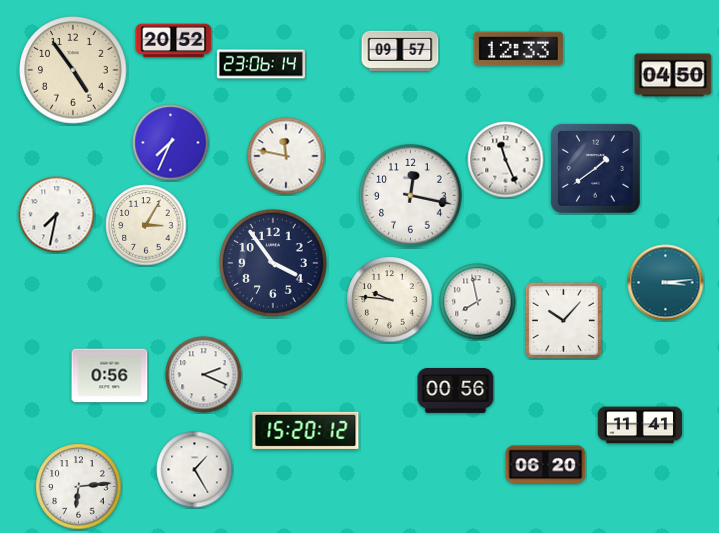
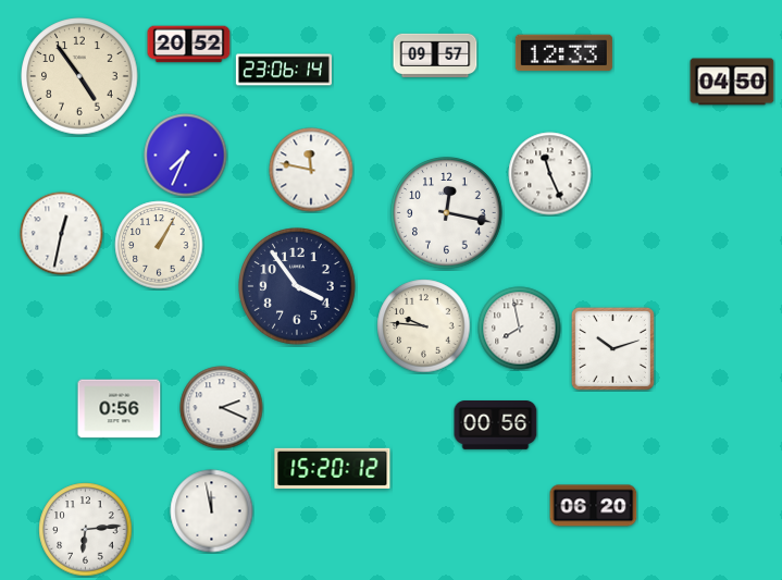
clock at (595, 168): 1:39 -> none
clock at (57, 215): 7:32 -> 12:32
clock at (146, 225): 3:05 -> 1:05
clock at (666, 283): 3:14 -> none
clock at (563, 320): 10:07 -> 10:12
clock at (640, 425): 11:41 -> none
clock at (195, 470): 1:25 -> 11:58
